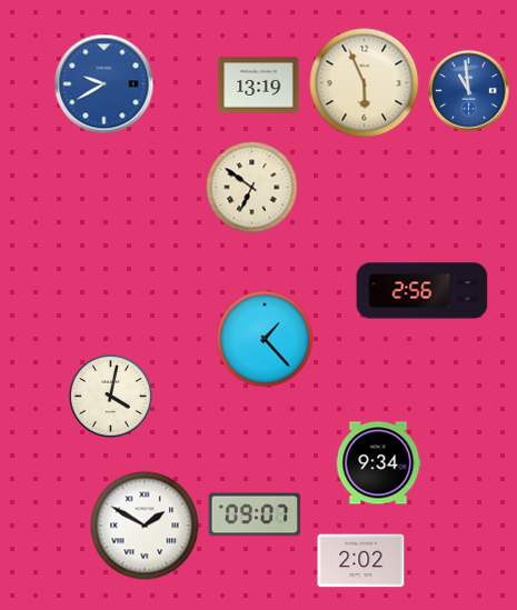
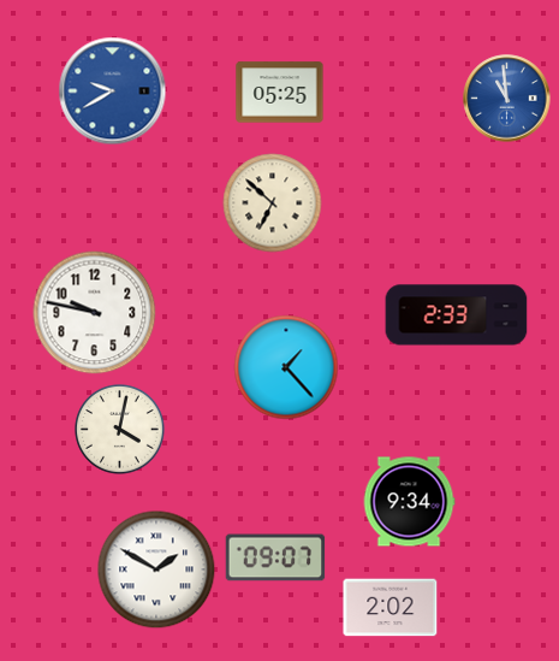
clock at (365, 83): 5:56 -> none
clock at (259, 86): 13:19 -> 05:25
clock at (252, 188): 6:51 -> 6:52
clock at (95, 313): none -> 9:47
clock at (422, 291): 2:56 -> 2:33
